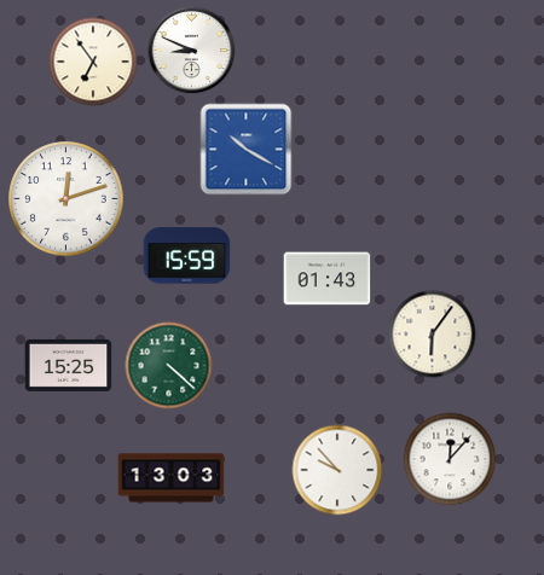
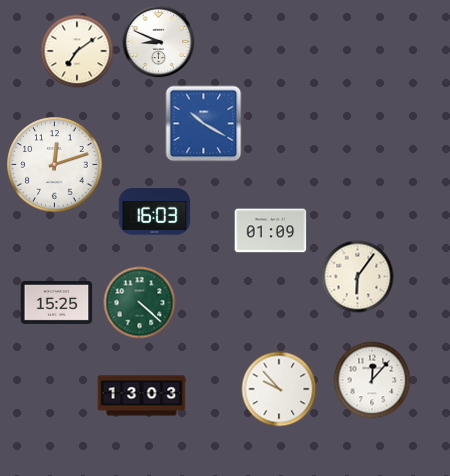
clock at (93, 62): 6:54 -> 7:09
clock at (187, 256): 15:59 -> 16:03
clock at (328, 279): 01:43 -> 01:09
